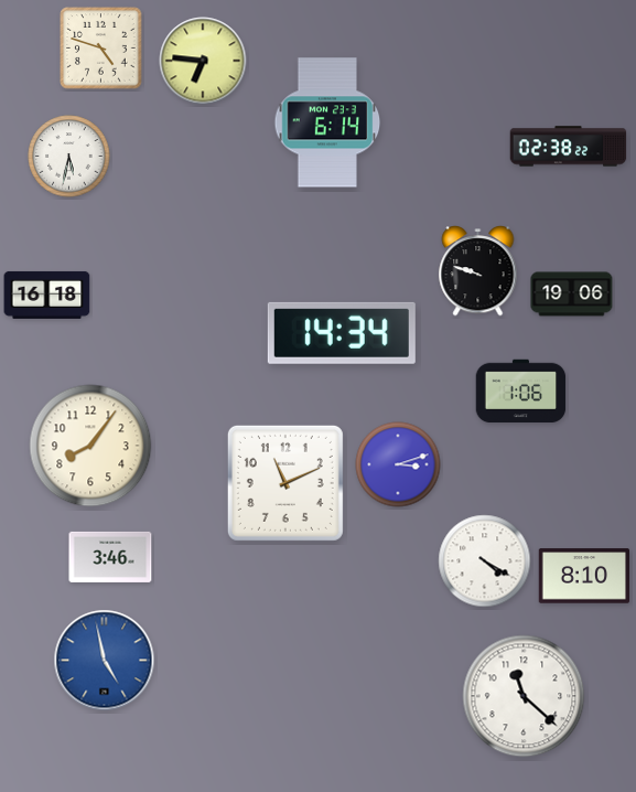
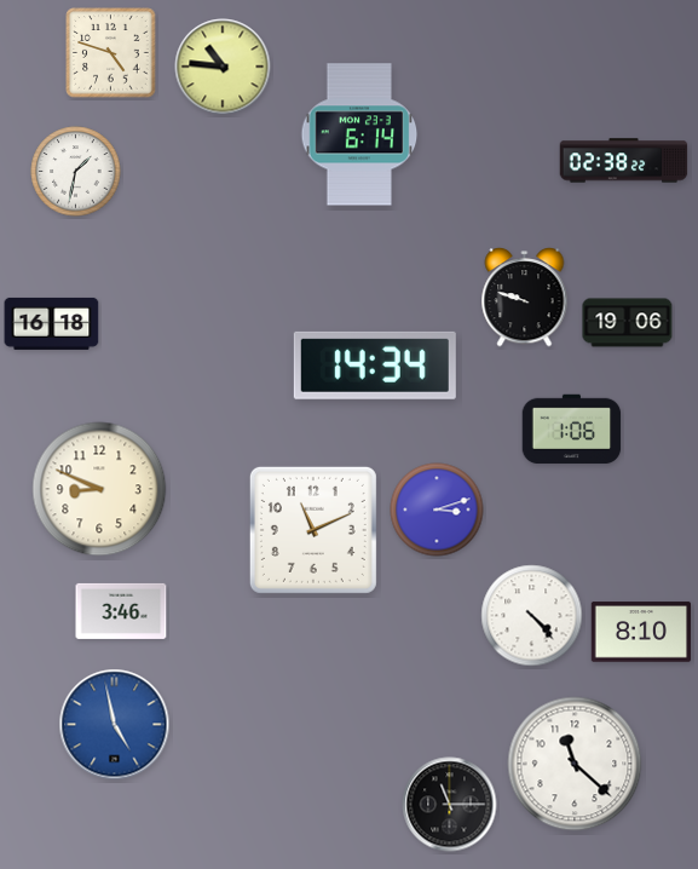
clock at (203, 61): 6:46 -> 10:46
clock at (69, 157): 5:32 -> 1:32
clock at (90, 446): 8:06 -> 8:49
clock at (485, 561): 4:20 -> 4:23
clock at (450, 805): none -> 11:15
